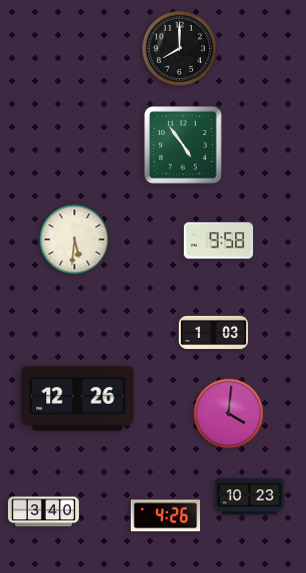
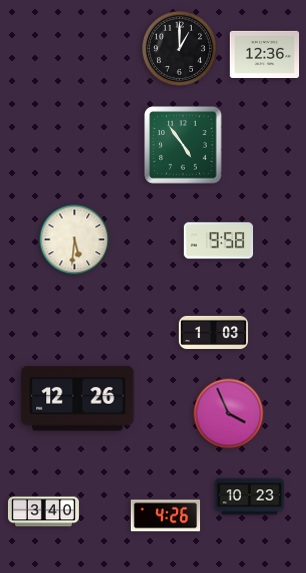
clock at (179, 48): 8:00 -> 1:00
clock at (265, 54): none -> 12:36
clock at (229, 414): 4:01 -> 3:56
